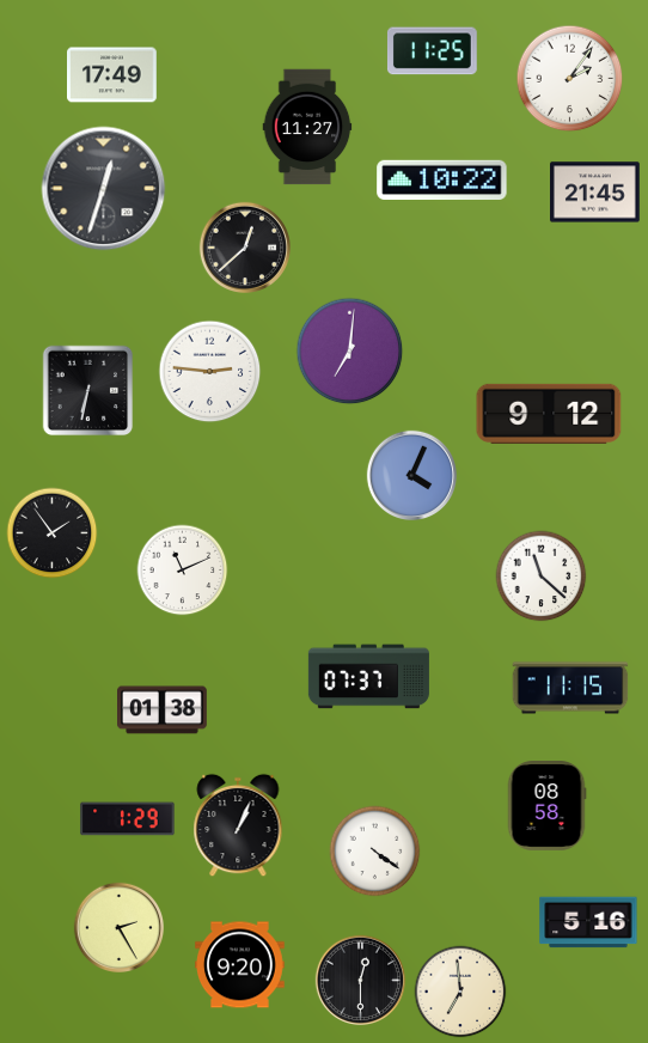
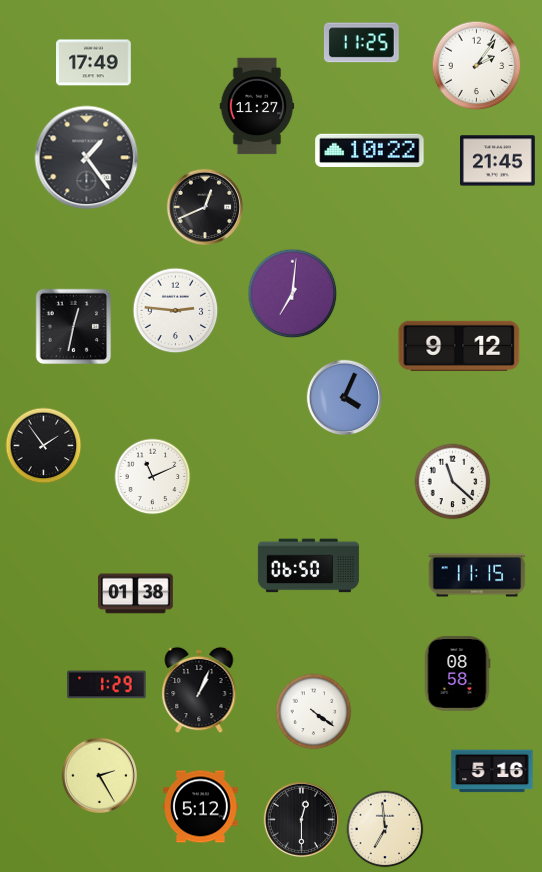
clock at (104, 189): 12:33 -> 1:24
clock at (244, 246): 12:38 -> 12:41
clock at (88, 391): 6:32 -> 12:32
clock at (368, 677): 07:37 -> 06:50
clock at (240, 965): 9:20 -> 5:12
